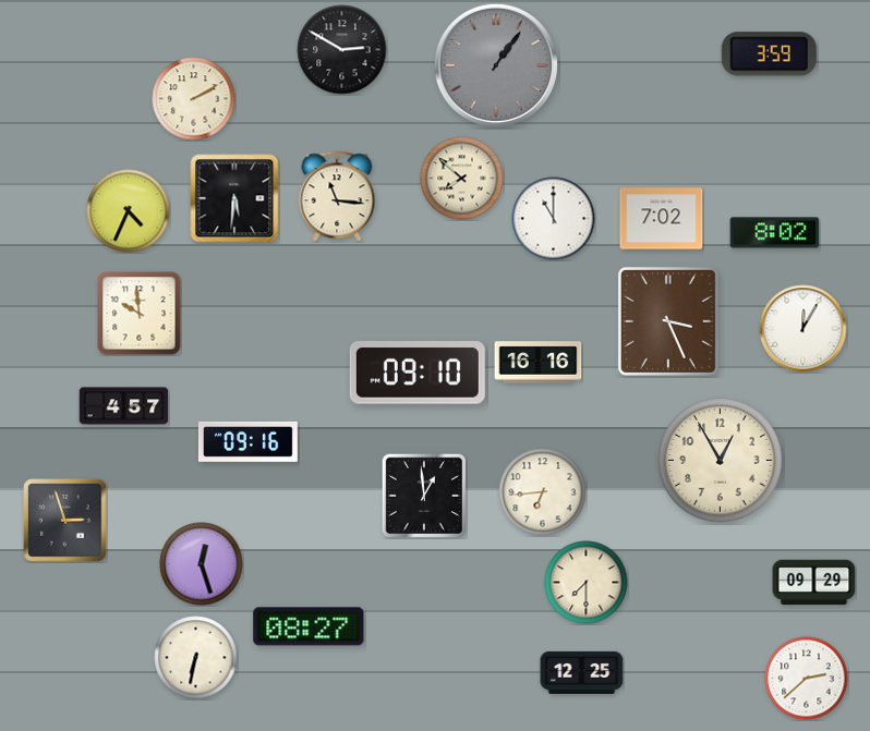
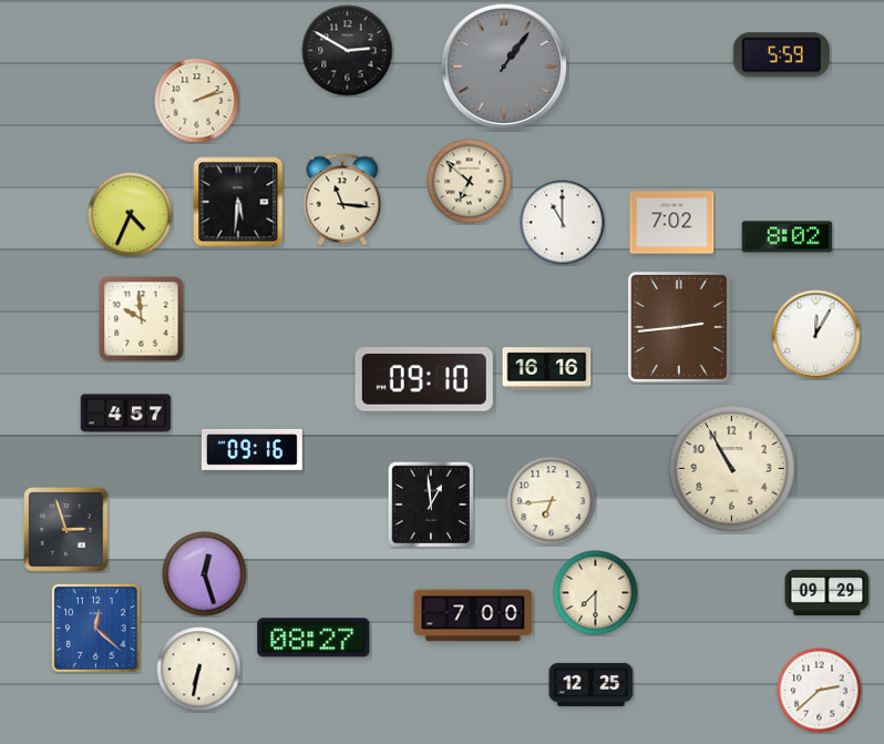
clock at (769, 54): 3:59 -> 5:59
clock at (194, 99): 2:10 -> 2:12
clock at (462, 179): 7:52 -> 6:52
clock at (668, 321): 3:26 -> 2:44
clock at (721, 461): 12:55 -> 10:55
clock at (473, 615): none -> 7:00
clock at (95, 628): none -> 12:22
